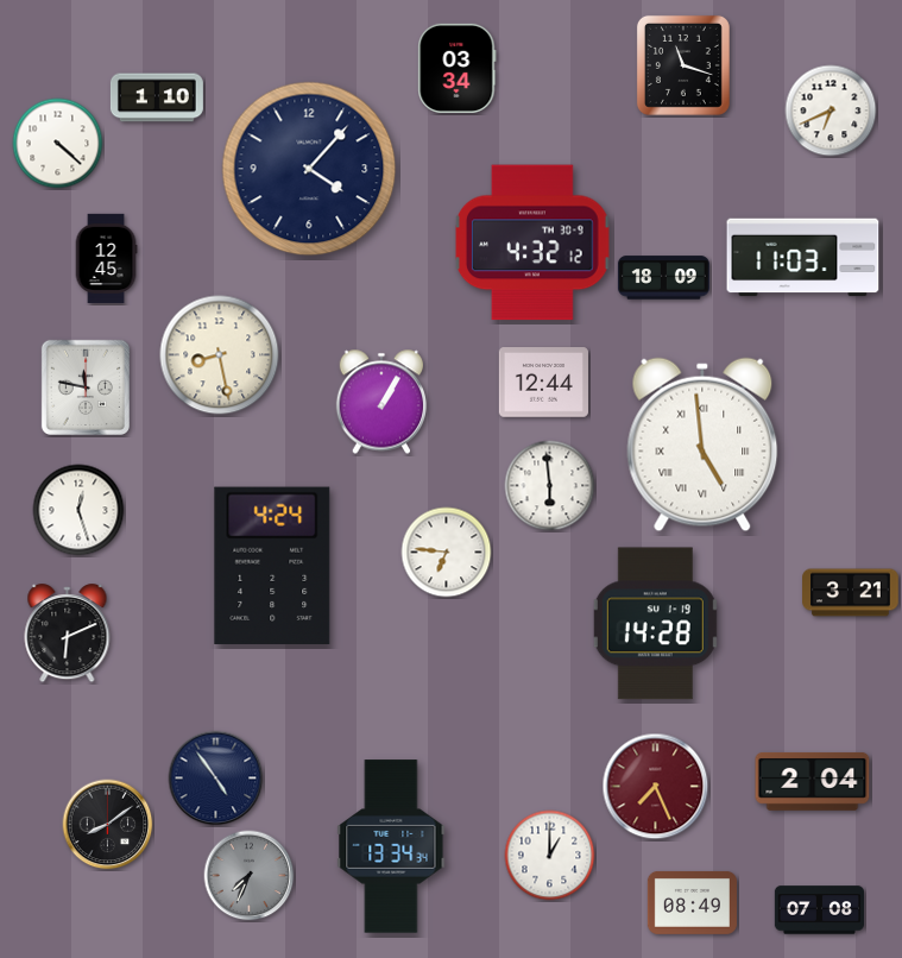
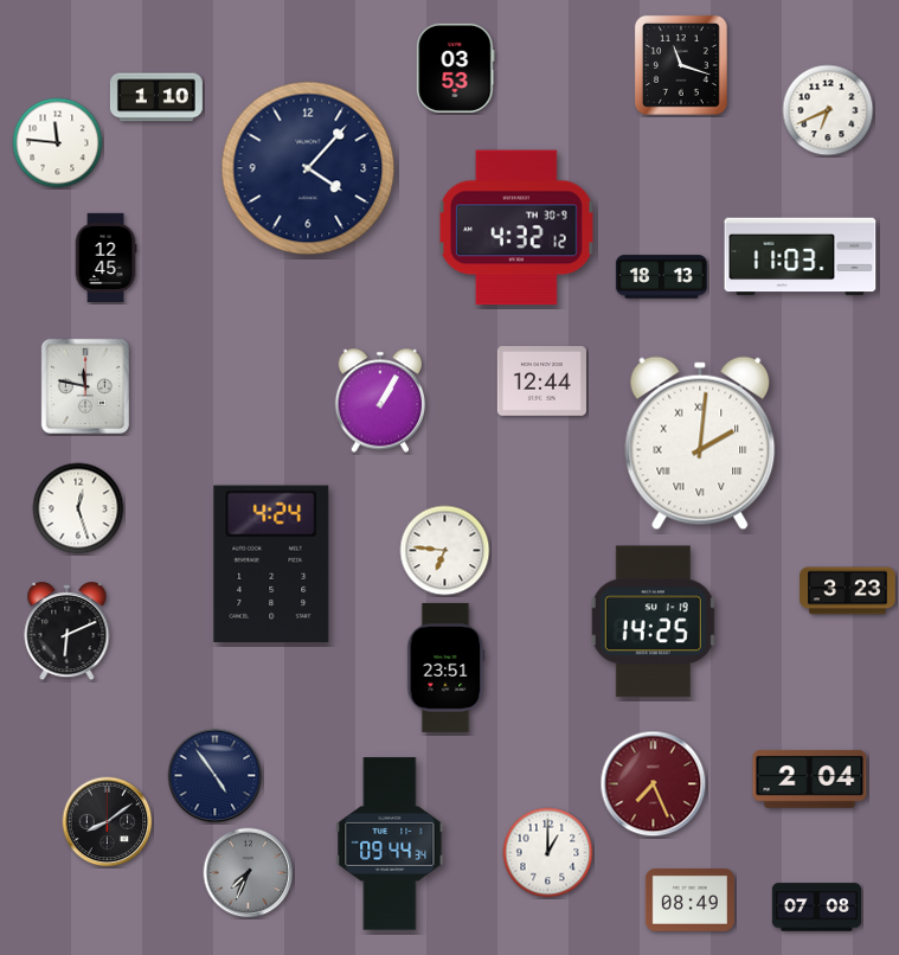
clock at (458, 68): 03:34 -> 03:53
clock at (58, 144): 4:22 -> 11:46
clock at (532, 242) position: (532, 242) -> (516, 227)
clock at (663, 278): 18:09 -> 18:13
clock at (220, 355): 8:28 -> none
clock at (702, 445): 4:59 -> 2:01
clock at (550, 486): 5:59 -> none
clock at (851, 593): 3:21 -> 3:23
clock at (655, 624): 14:28 -> 14:25
clock at (447, 667): none -> 23:51
clock at (391, 846): 13:34 -> 09:44
